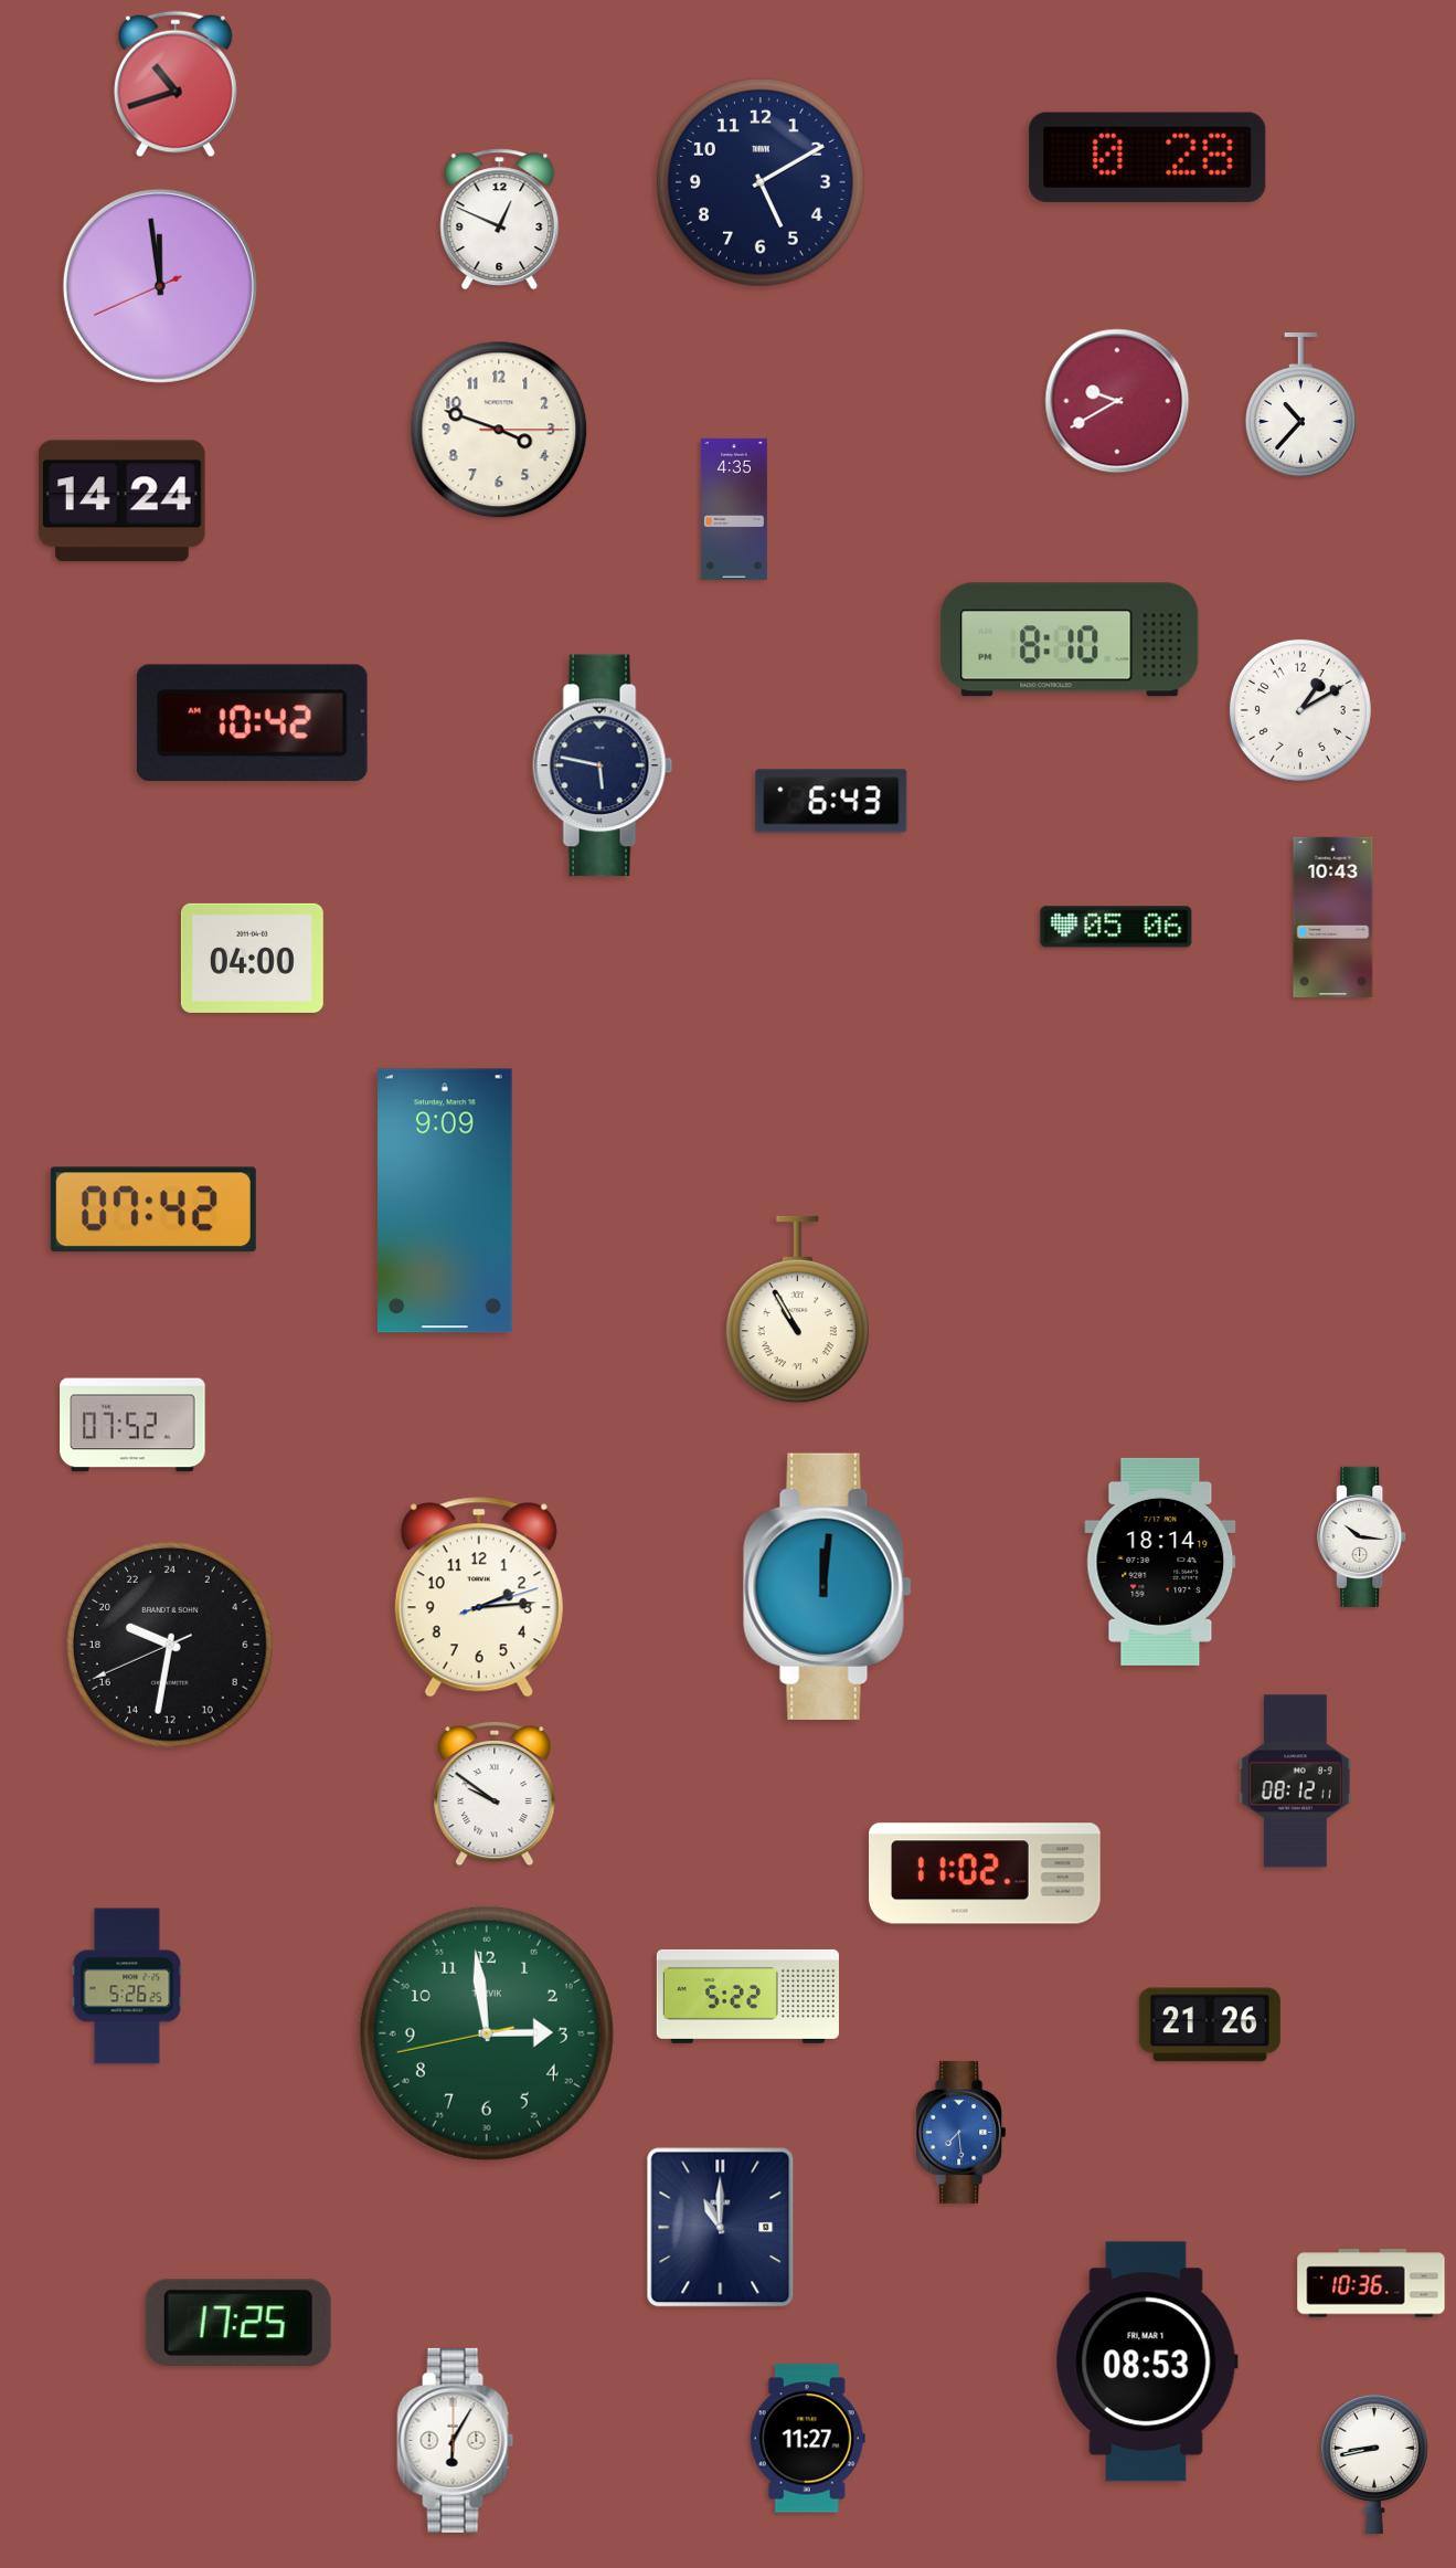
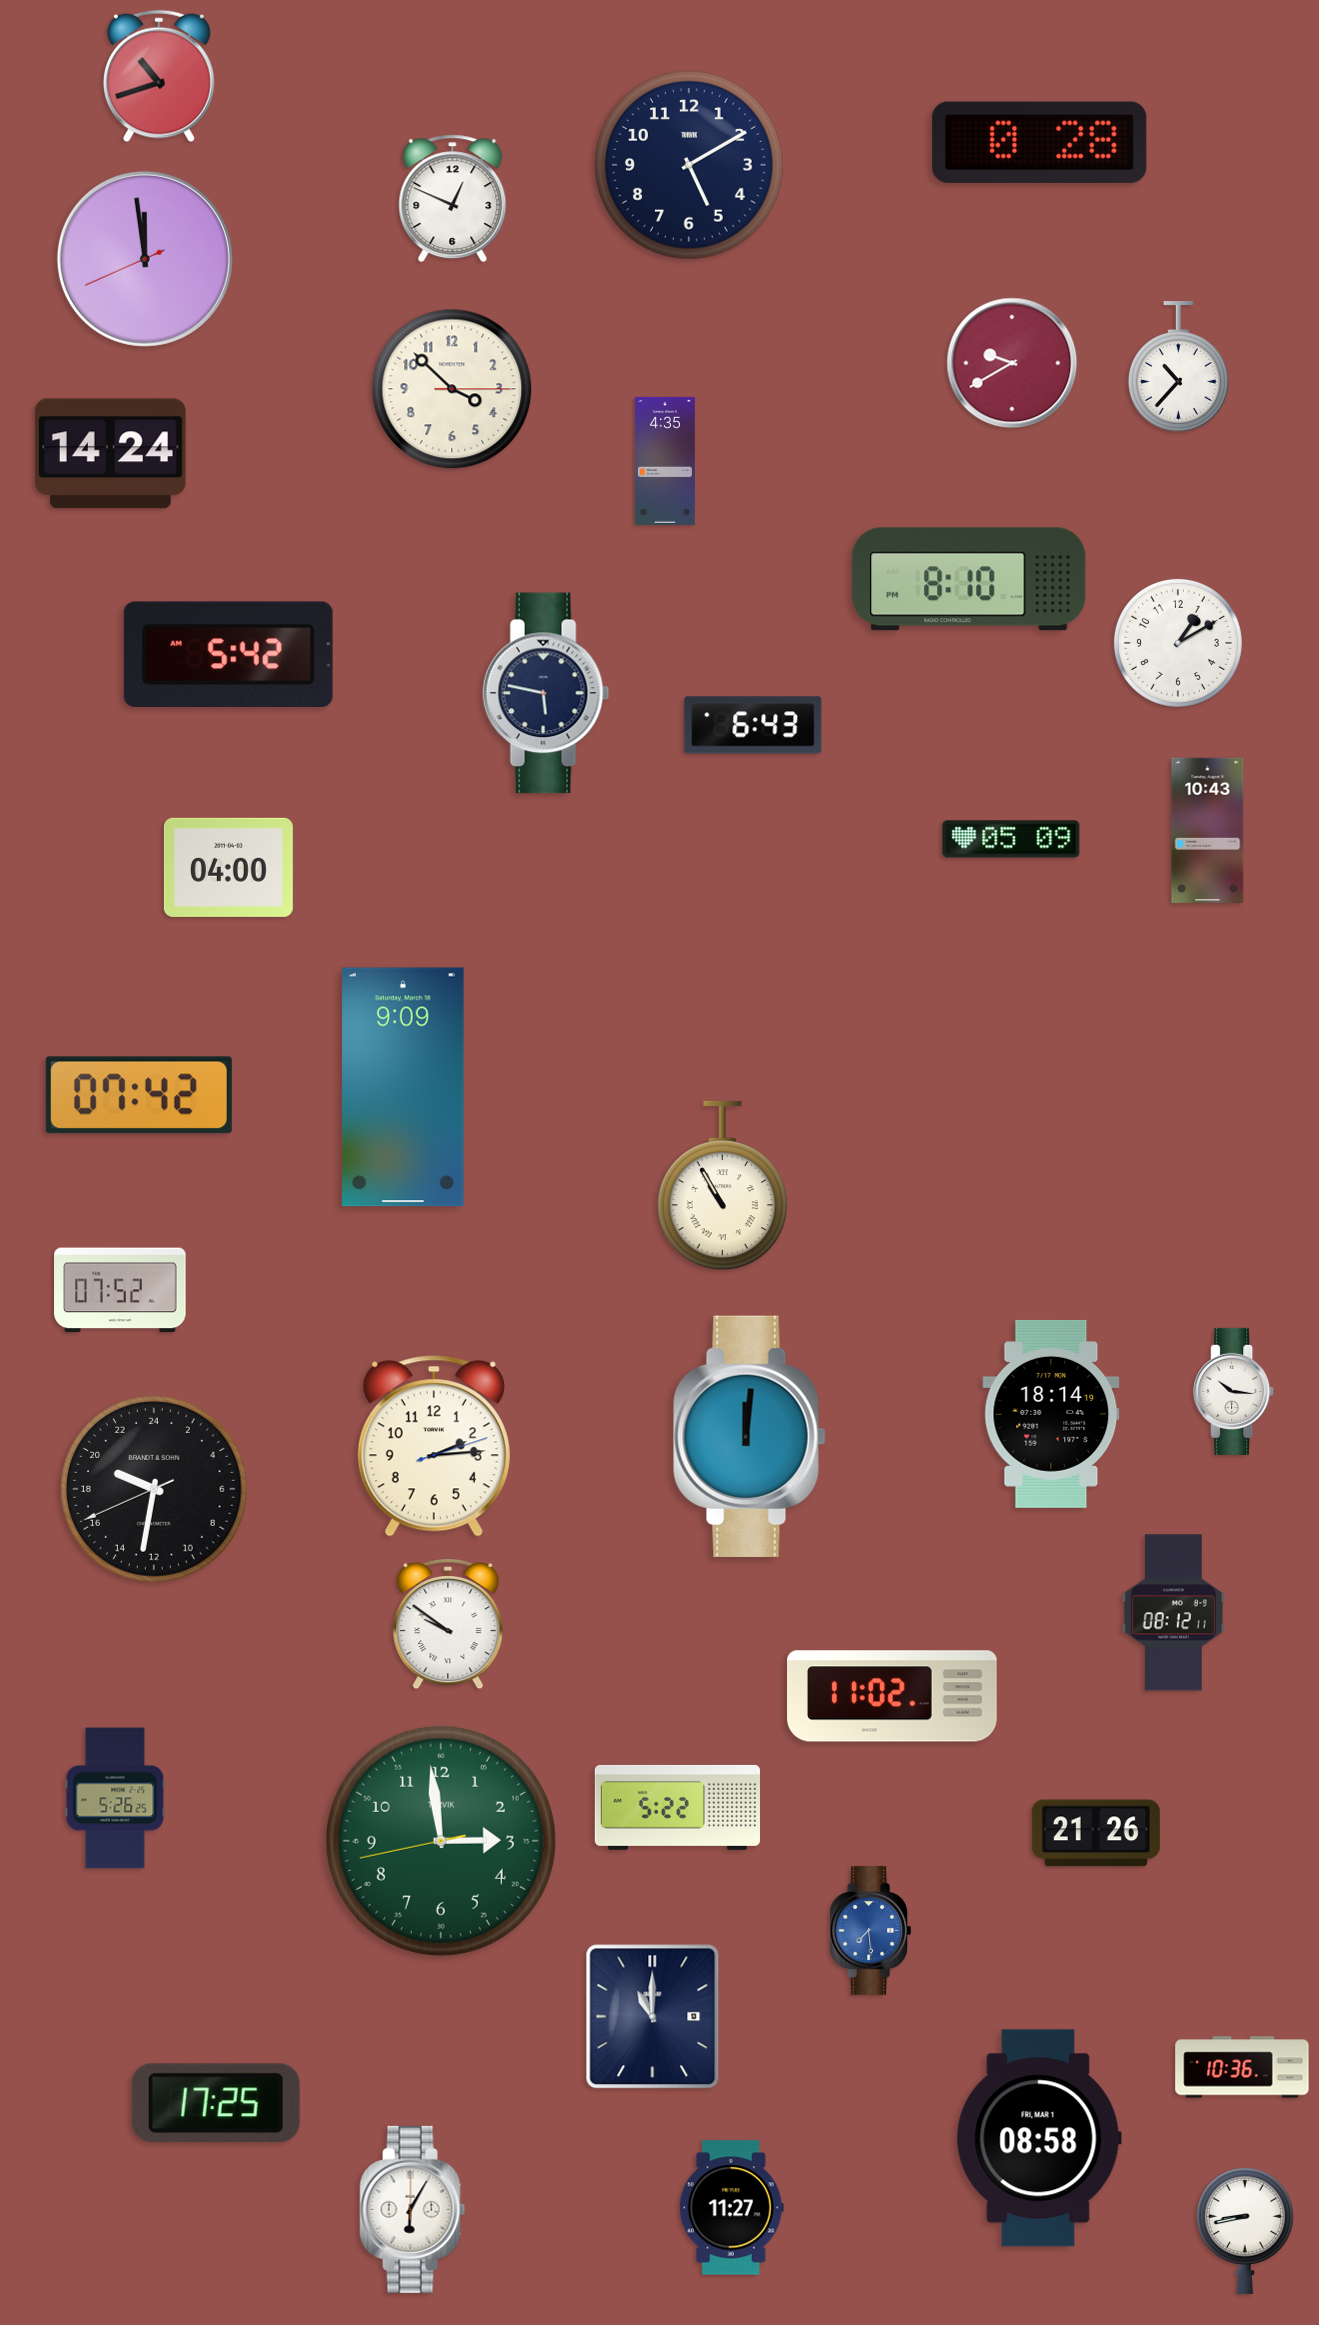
clock at (499, 430): 3:48 -> 3:52
clock at (252, 722): 10:42 -> 5:42
clock at (1116, 927): 05:06 -> 05:09
clock at (1147, 2361): 08:53 -> 08:58
